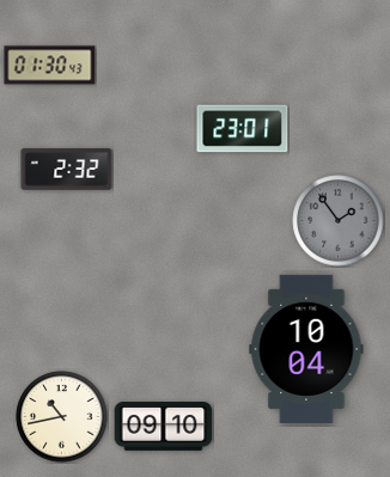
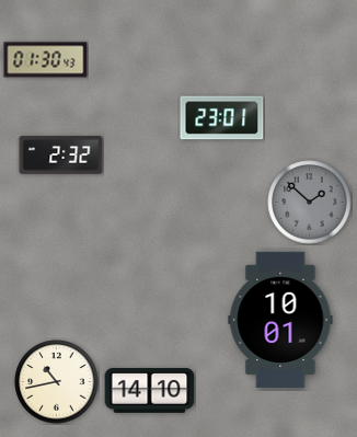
clock at (339, 221): 1:54 -> 1:52
clock at (306, 349): 10:04 -> 10:01
clock at (164, 427): 09:10 -> 14:10
